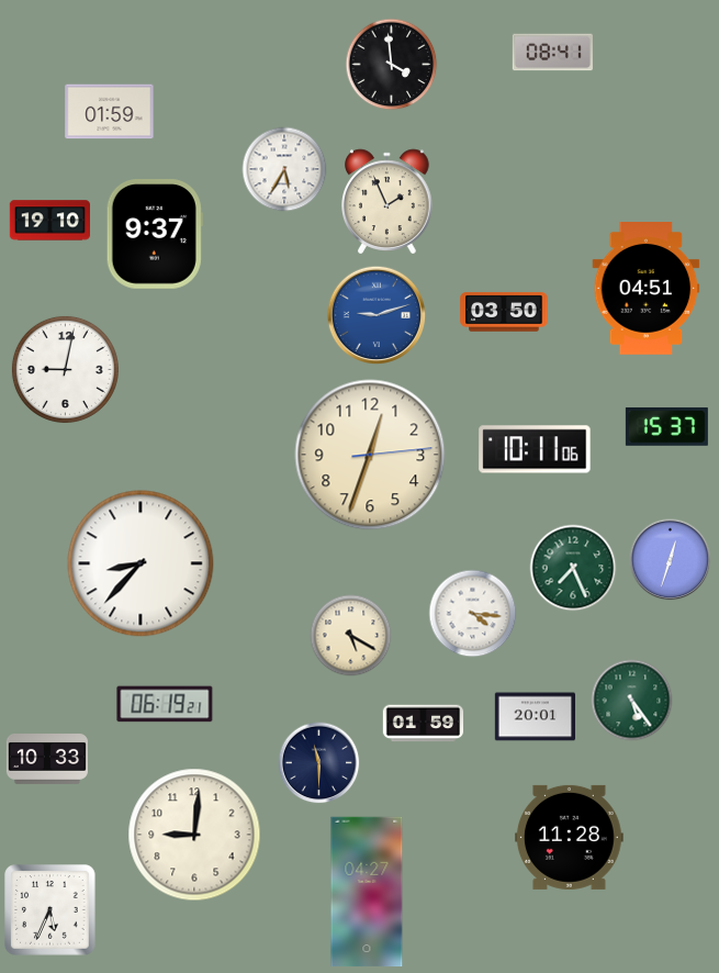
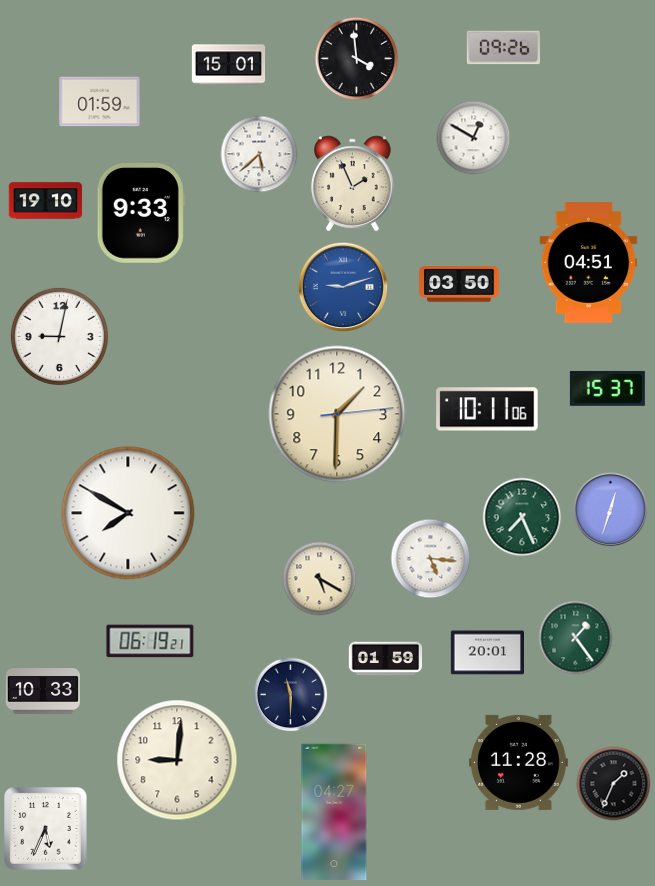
clock at (552, 53): 08:41 -> 09:26
clock at (229, 65): none -> 15:01
clock at (474, 138): none -> 12:50
clock at (284, 169): 5:35 -> 5:38
clock at (155, 234): 9:37 -> 9:33
clock at (370, 455): 12:33 -> 1:30
clock at (141, 563): 8:37 -> 7:50
clock at (473, 614): 4:16 -> 5:16
clock at (632, 701): 5:24 -> 1:24
clock at (614, 784): none -> 1:34
